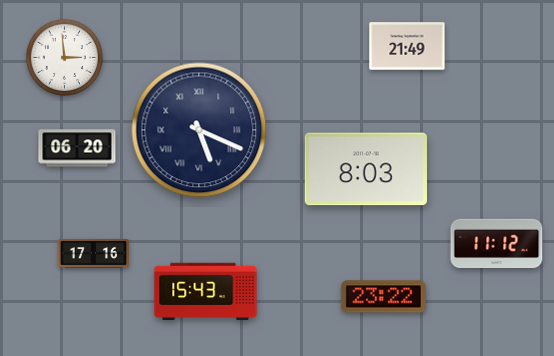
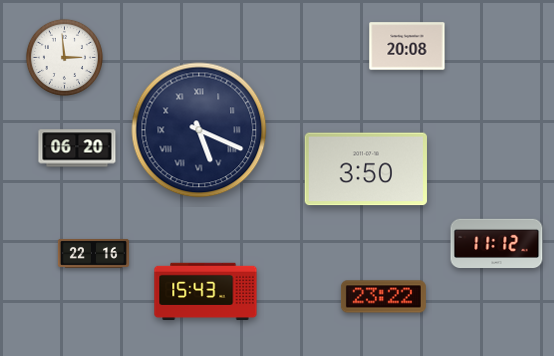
clock at (407, 46): 21:49 -> 20:08
clock at (366, 169): 8:03 -> 3:50
clock at (93, 253): 17:16 -> 22:16
